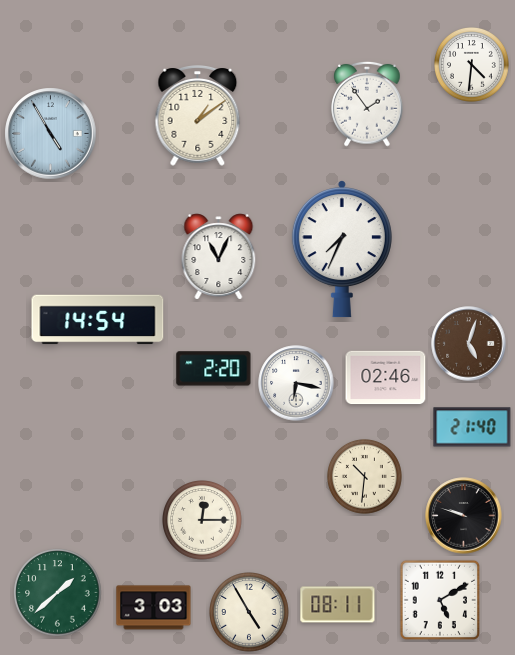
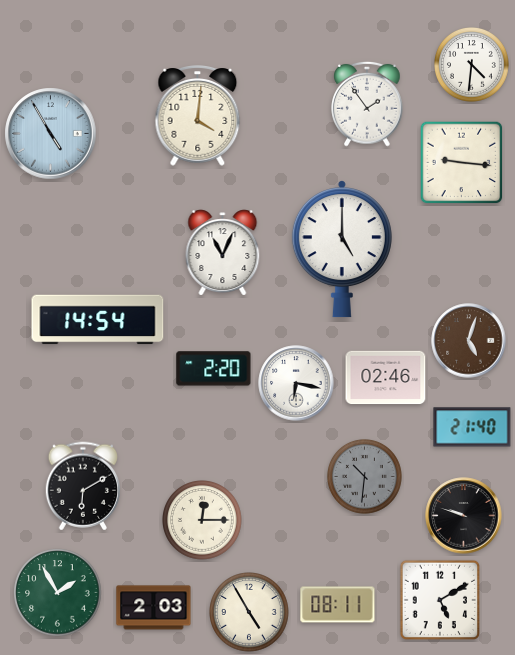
clock at (198, 116): 1:09 -> 4:01
clock at (462, 163): none -> 9:16
clock at (342, 249): 7:34 -> 5:00
clock at (219, 257) position: (219, 257) -> (223, 253)
clock at (469, 344) position: (469, 344) -> (469, 341)
clock at (365, 477) dial: cream -> grey
clock at (82, 486): none -> 6:10
clock at (58, 593): 1:38 -> 1:55
clock at (154, 608): 3:03 -> 2:03
